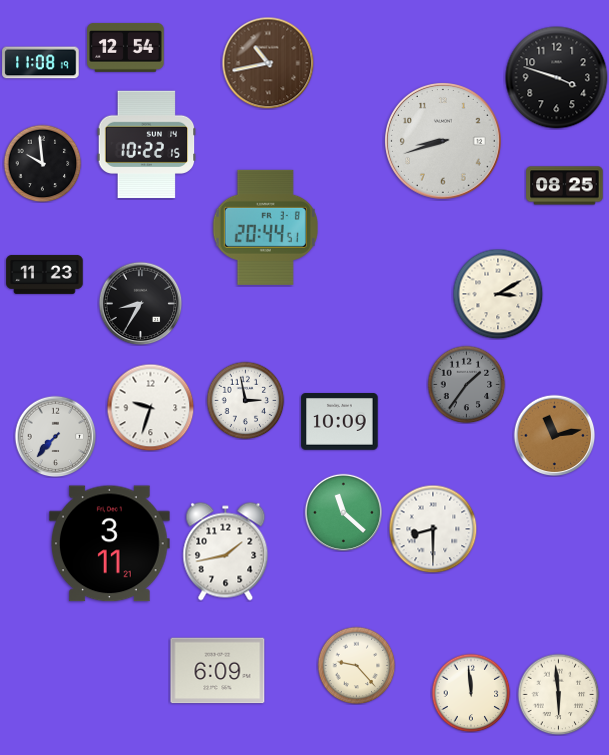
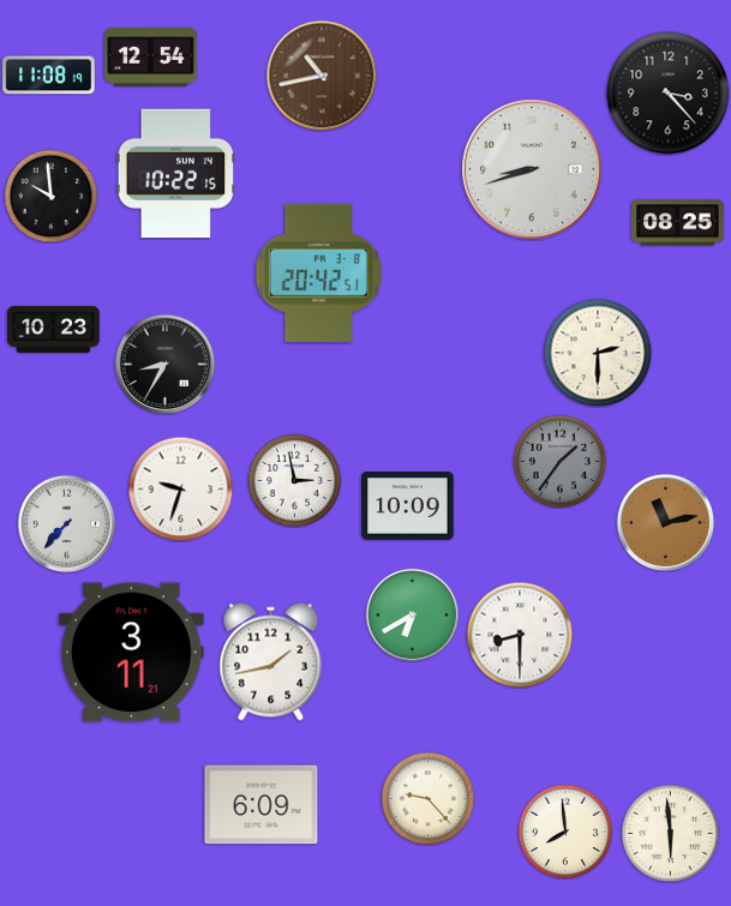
clock at (557, 78): 3:48 -> 3:23
clock at (265, 227): 20:44 -> 20:42
clock at (45, 274): 11:23 -> 10:23
clock at (498, 294): 3:10 -> 2:30
clock at (140, 303) position: (140, 303) -> (164, 364)
clock at (343, 512): 11:22 -> 6:40
clock at (471, 693): 11:59 -> 7:59
